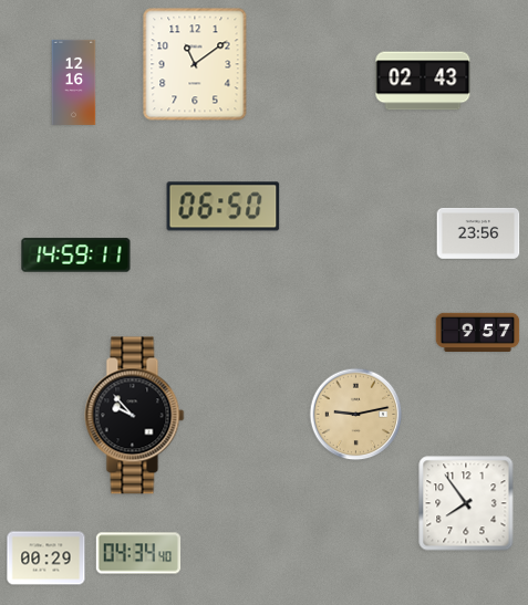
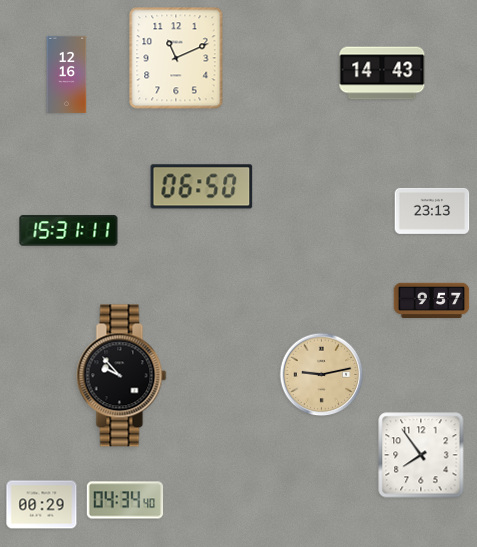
clock at (195, 64): 11:09 -> 11:11
clock at (423, 81): 02:43 -> 14:43
clock at (478, 233): 23:56 -> 23:13
clock at (76, 255): 14:59 -> 15:31
